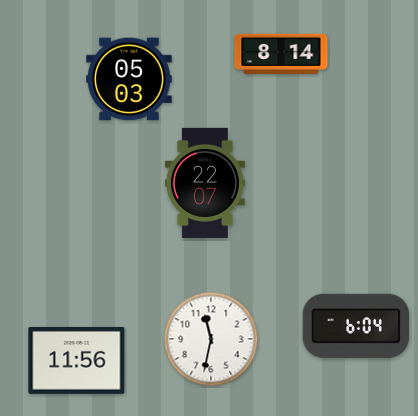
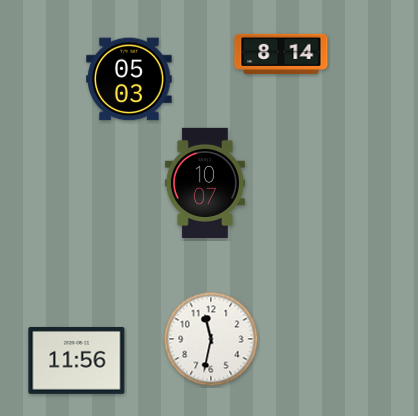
clock at (205, 183): 22:07 -> 10:07
clock at (356, 326): 6:04 -> none
